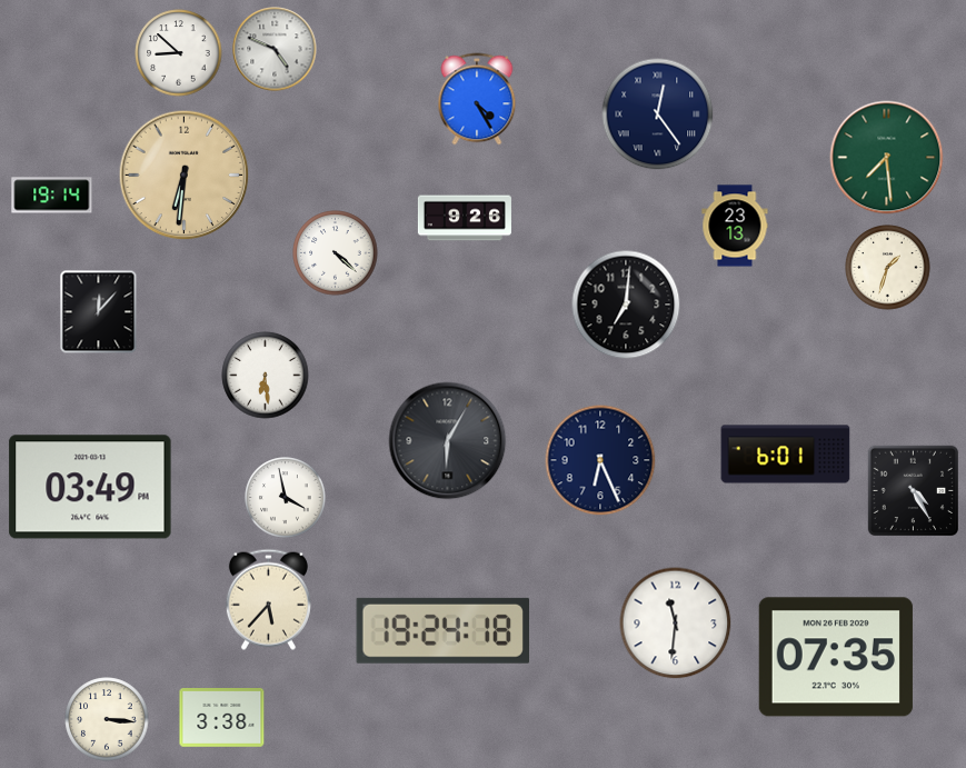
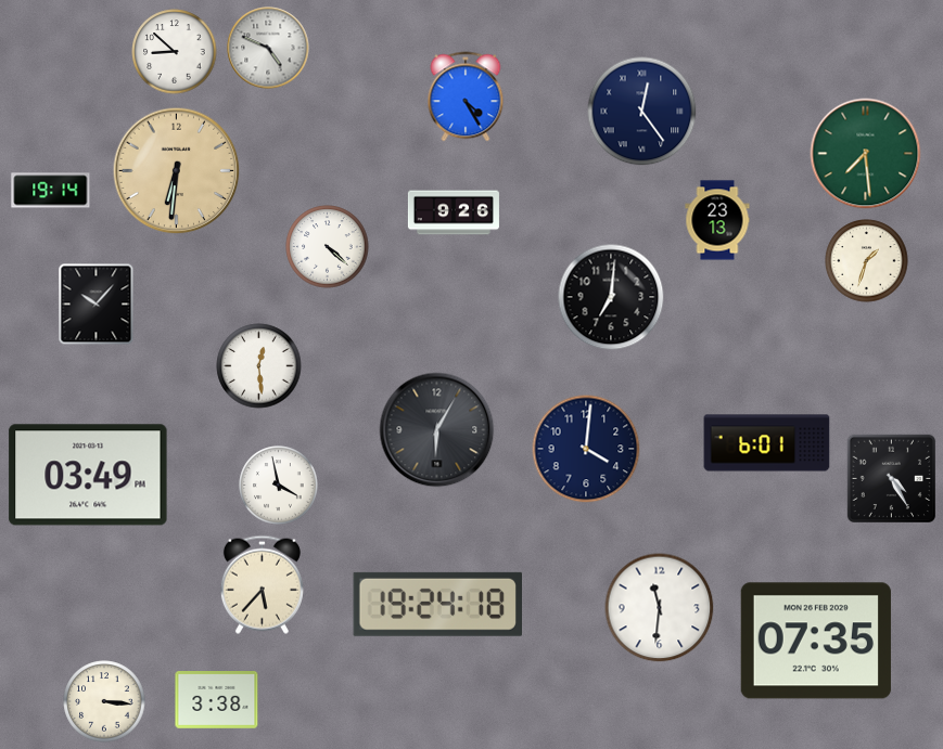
clock at (185, 176) position: (185, 176) -> (177, 171)
clock at (99, 312): 12:07 -> 10:07
clock at (266, 376): 6:29 -> 12:29
clock at (600, 460): 6:26 -> 4:01
clock at (442, 630) position: (442, 630) -> (437, 604)
